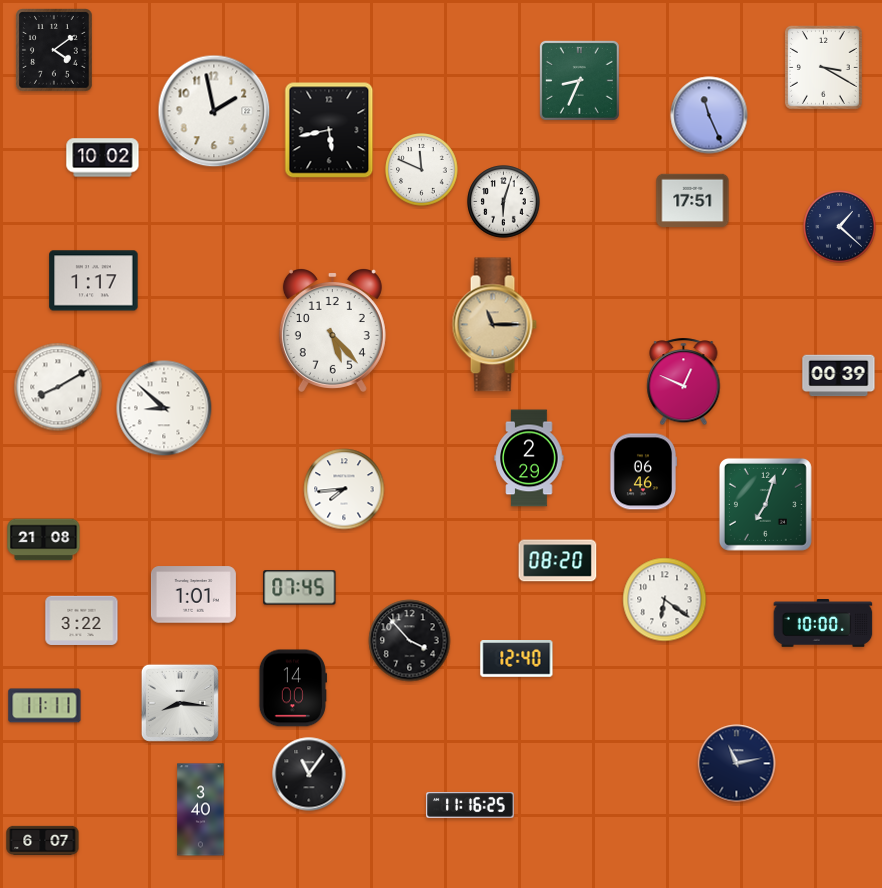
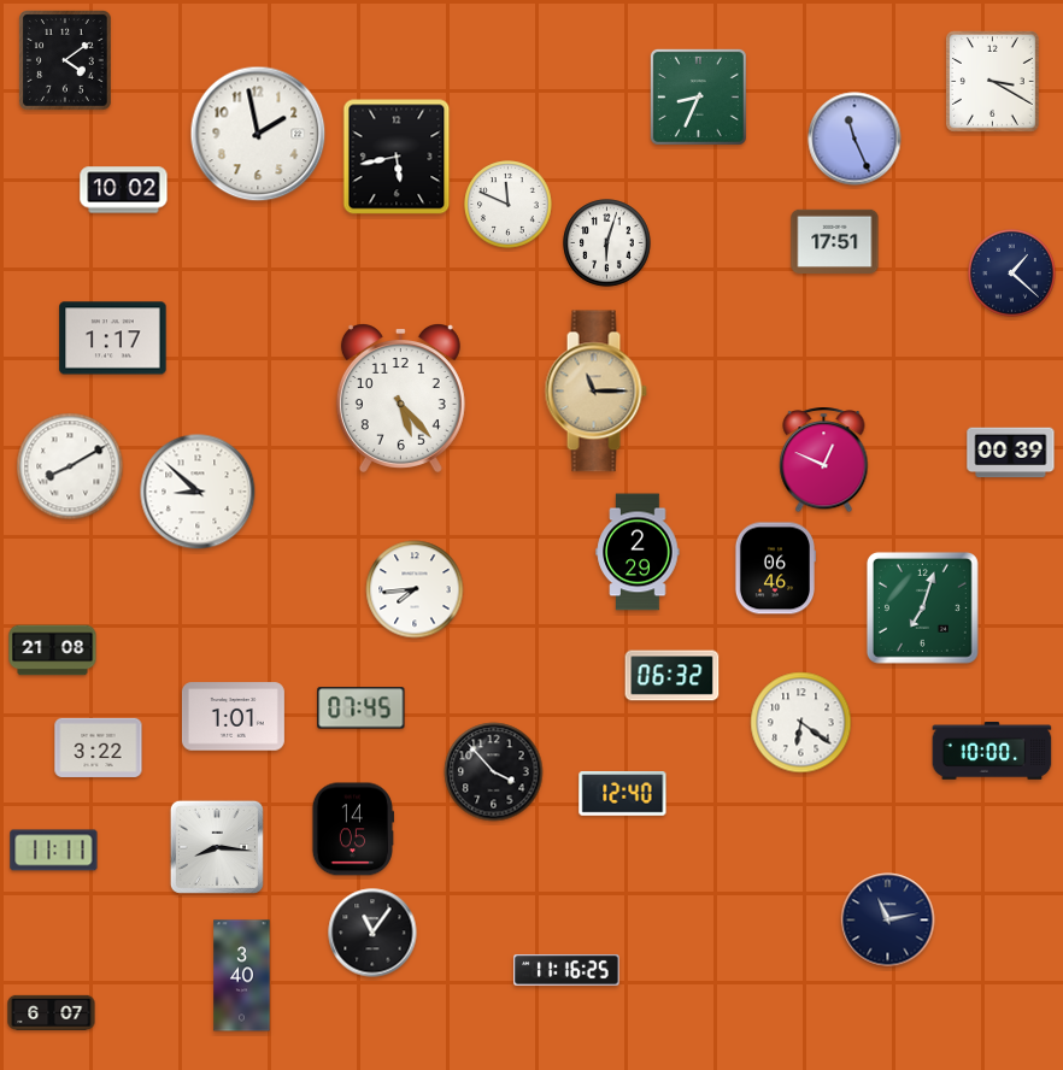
clock at (558, 561): 08:20 -> 06:32
clock at (292, 688): 14:00 -> 14:05
